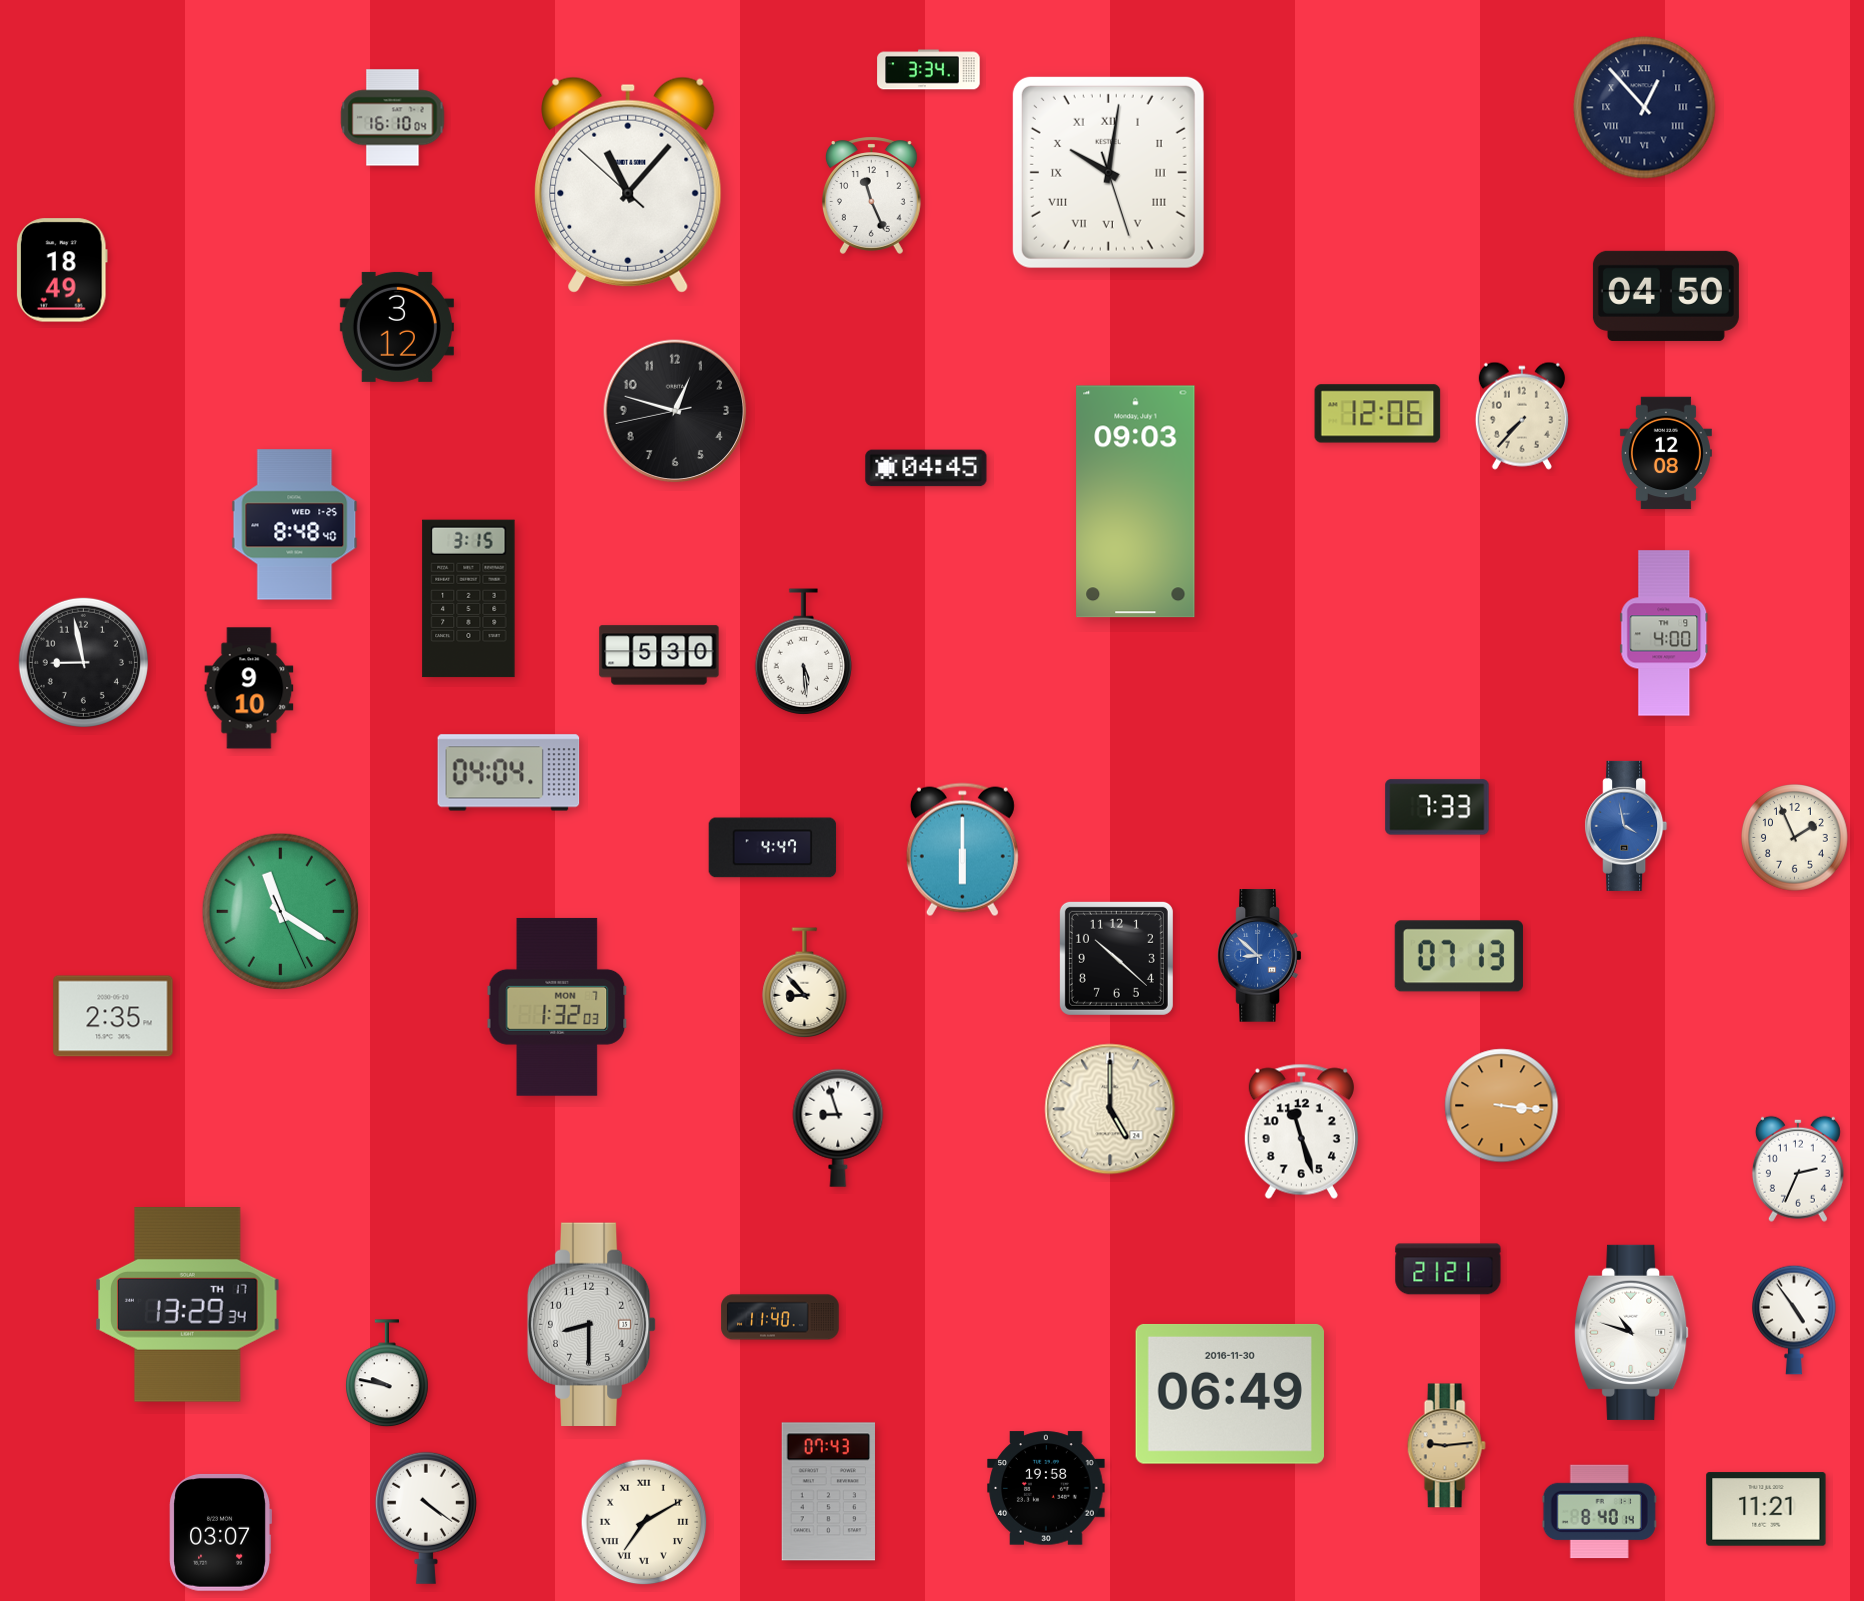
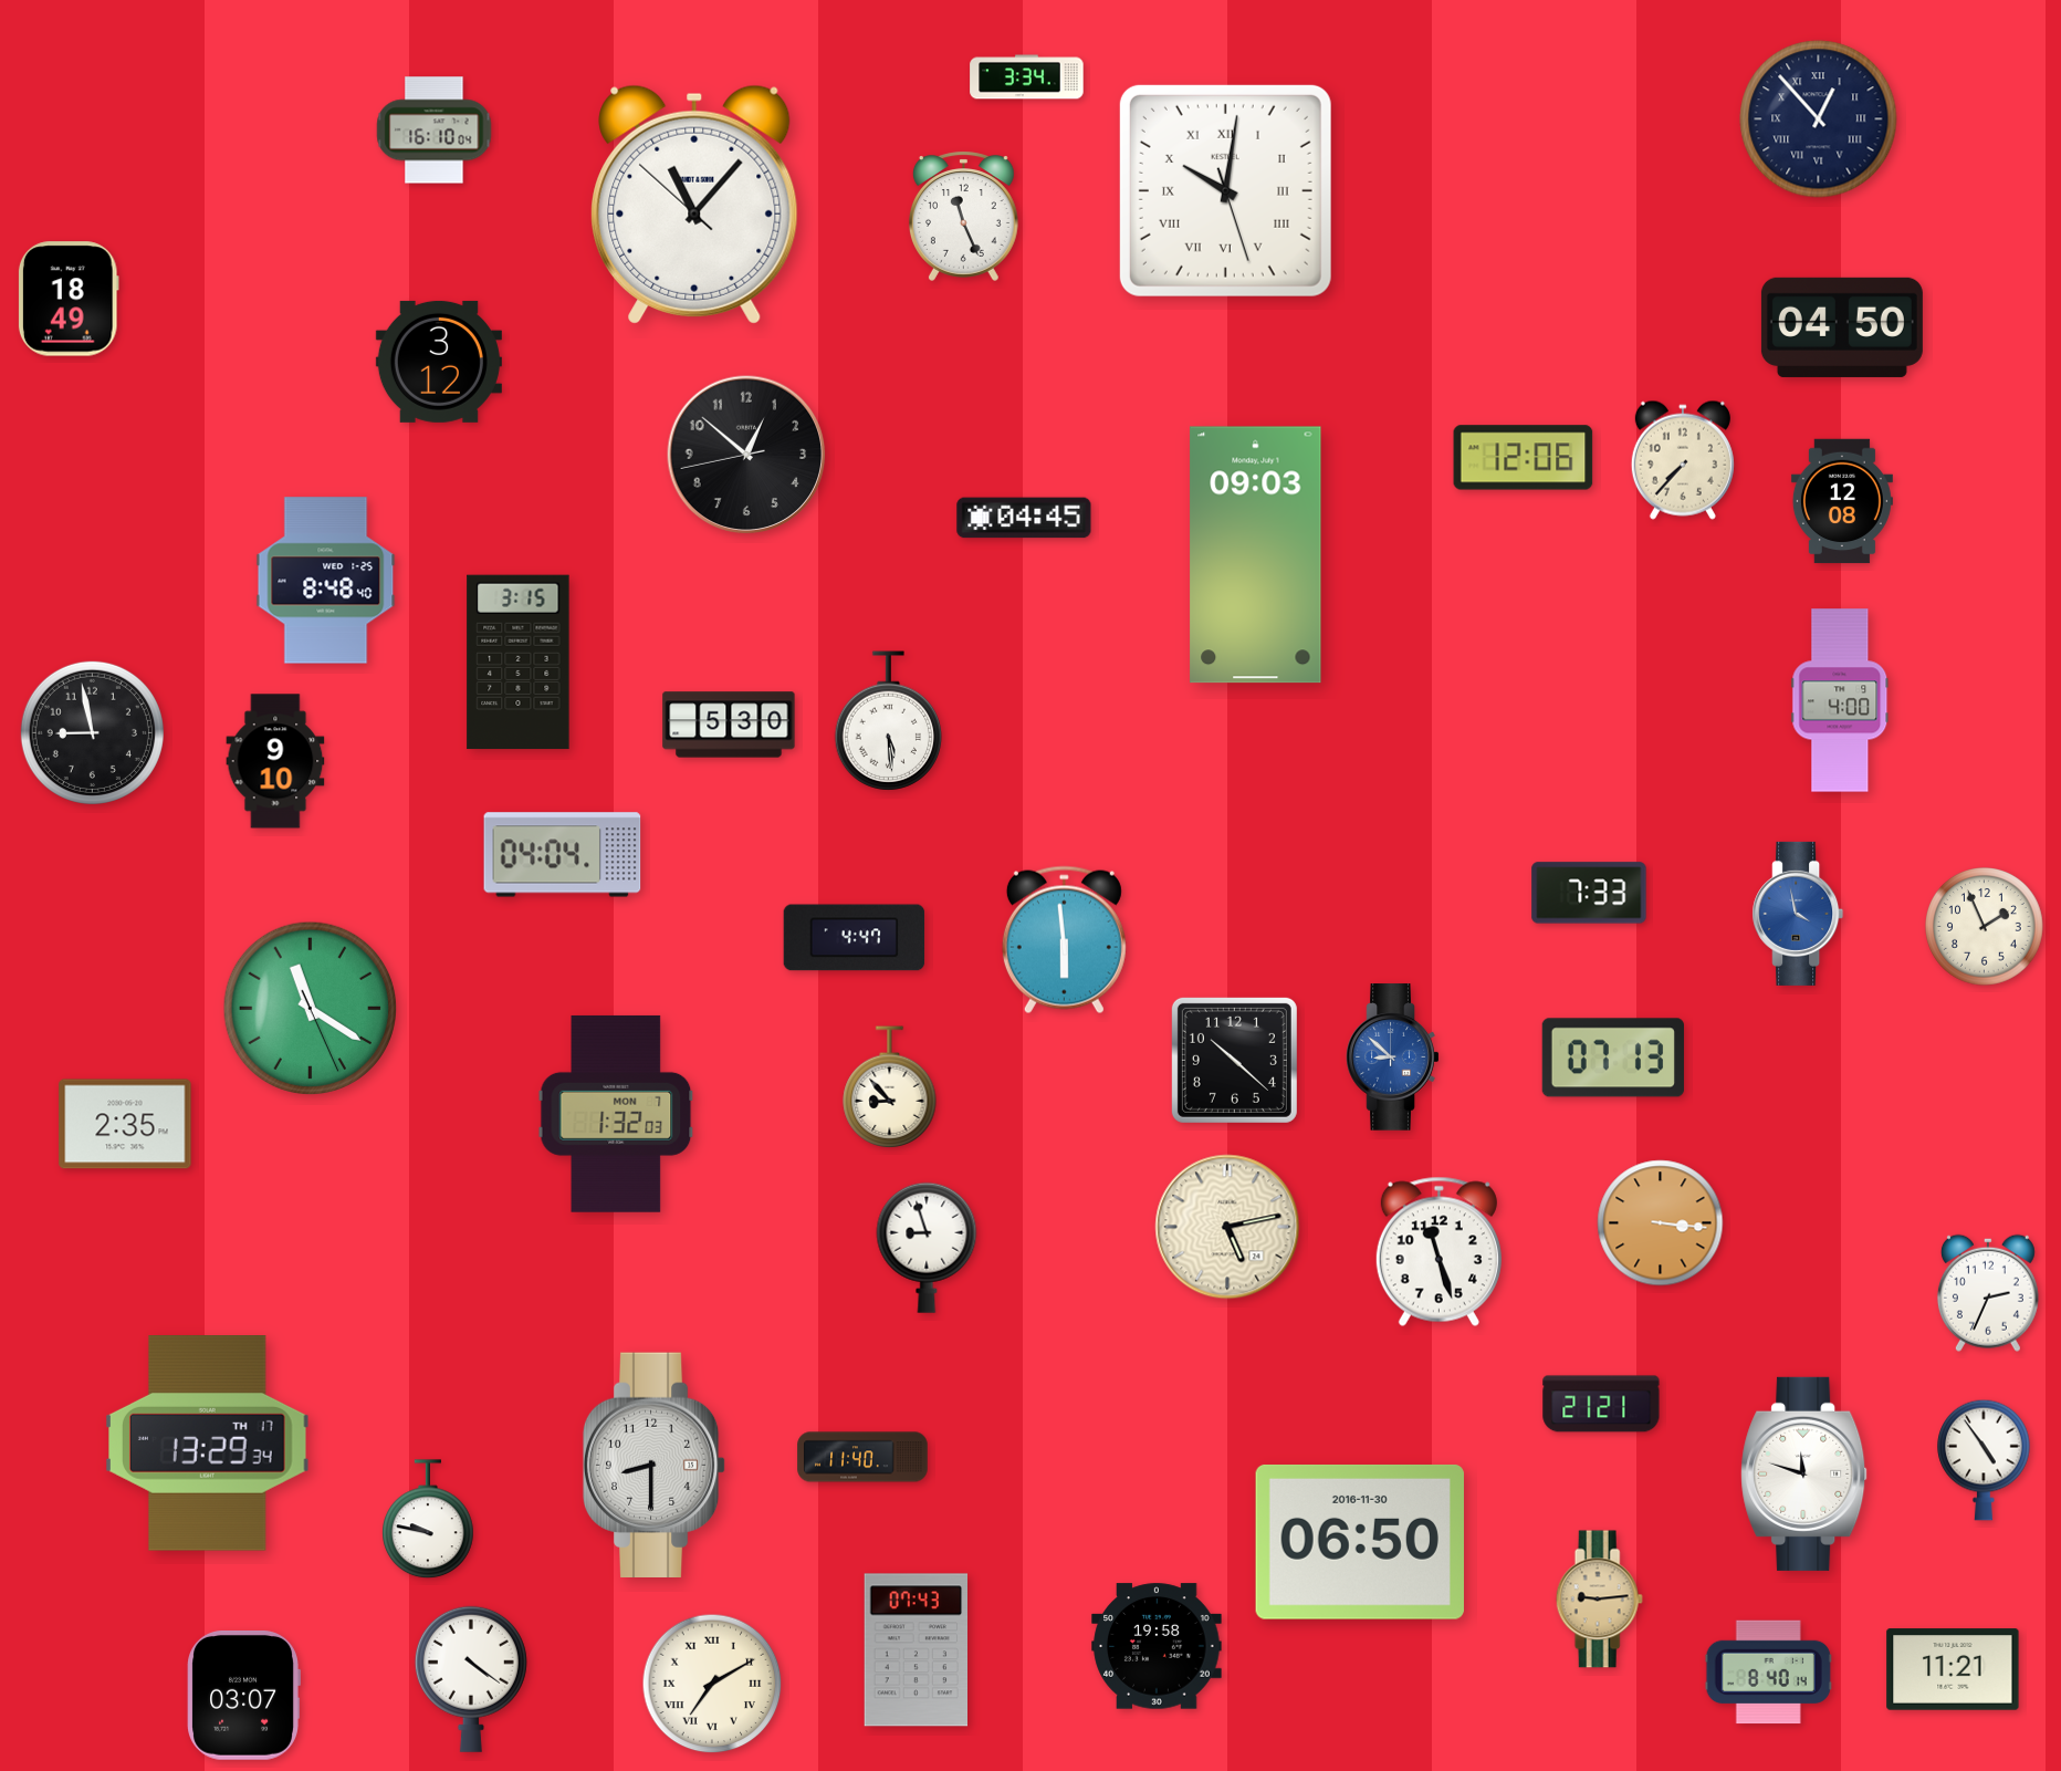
clock at (675, 411): 12:47 -> 12:51
clock at (962, 850): 6:00 -> 5:59
clock at (1110, 1109): 5:00 -> 5:13
clock at (1632, 1332): 10:48 -> 11:48
clock at (1230, 1394): 06:49 -> 06:50
